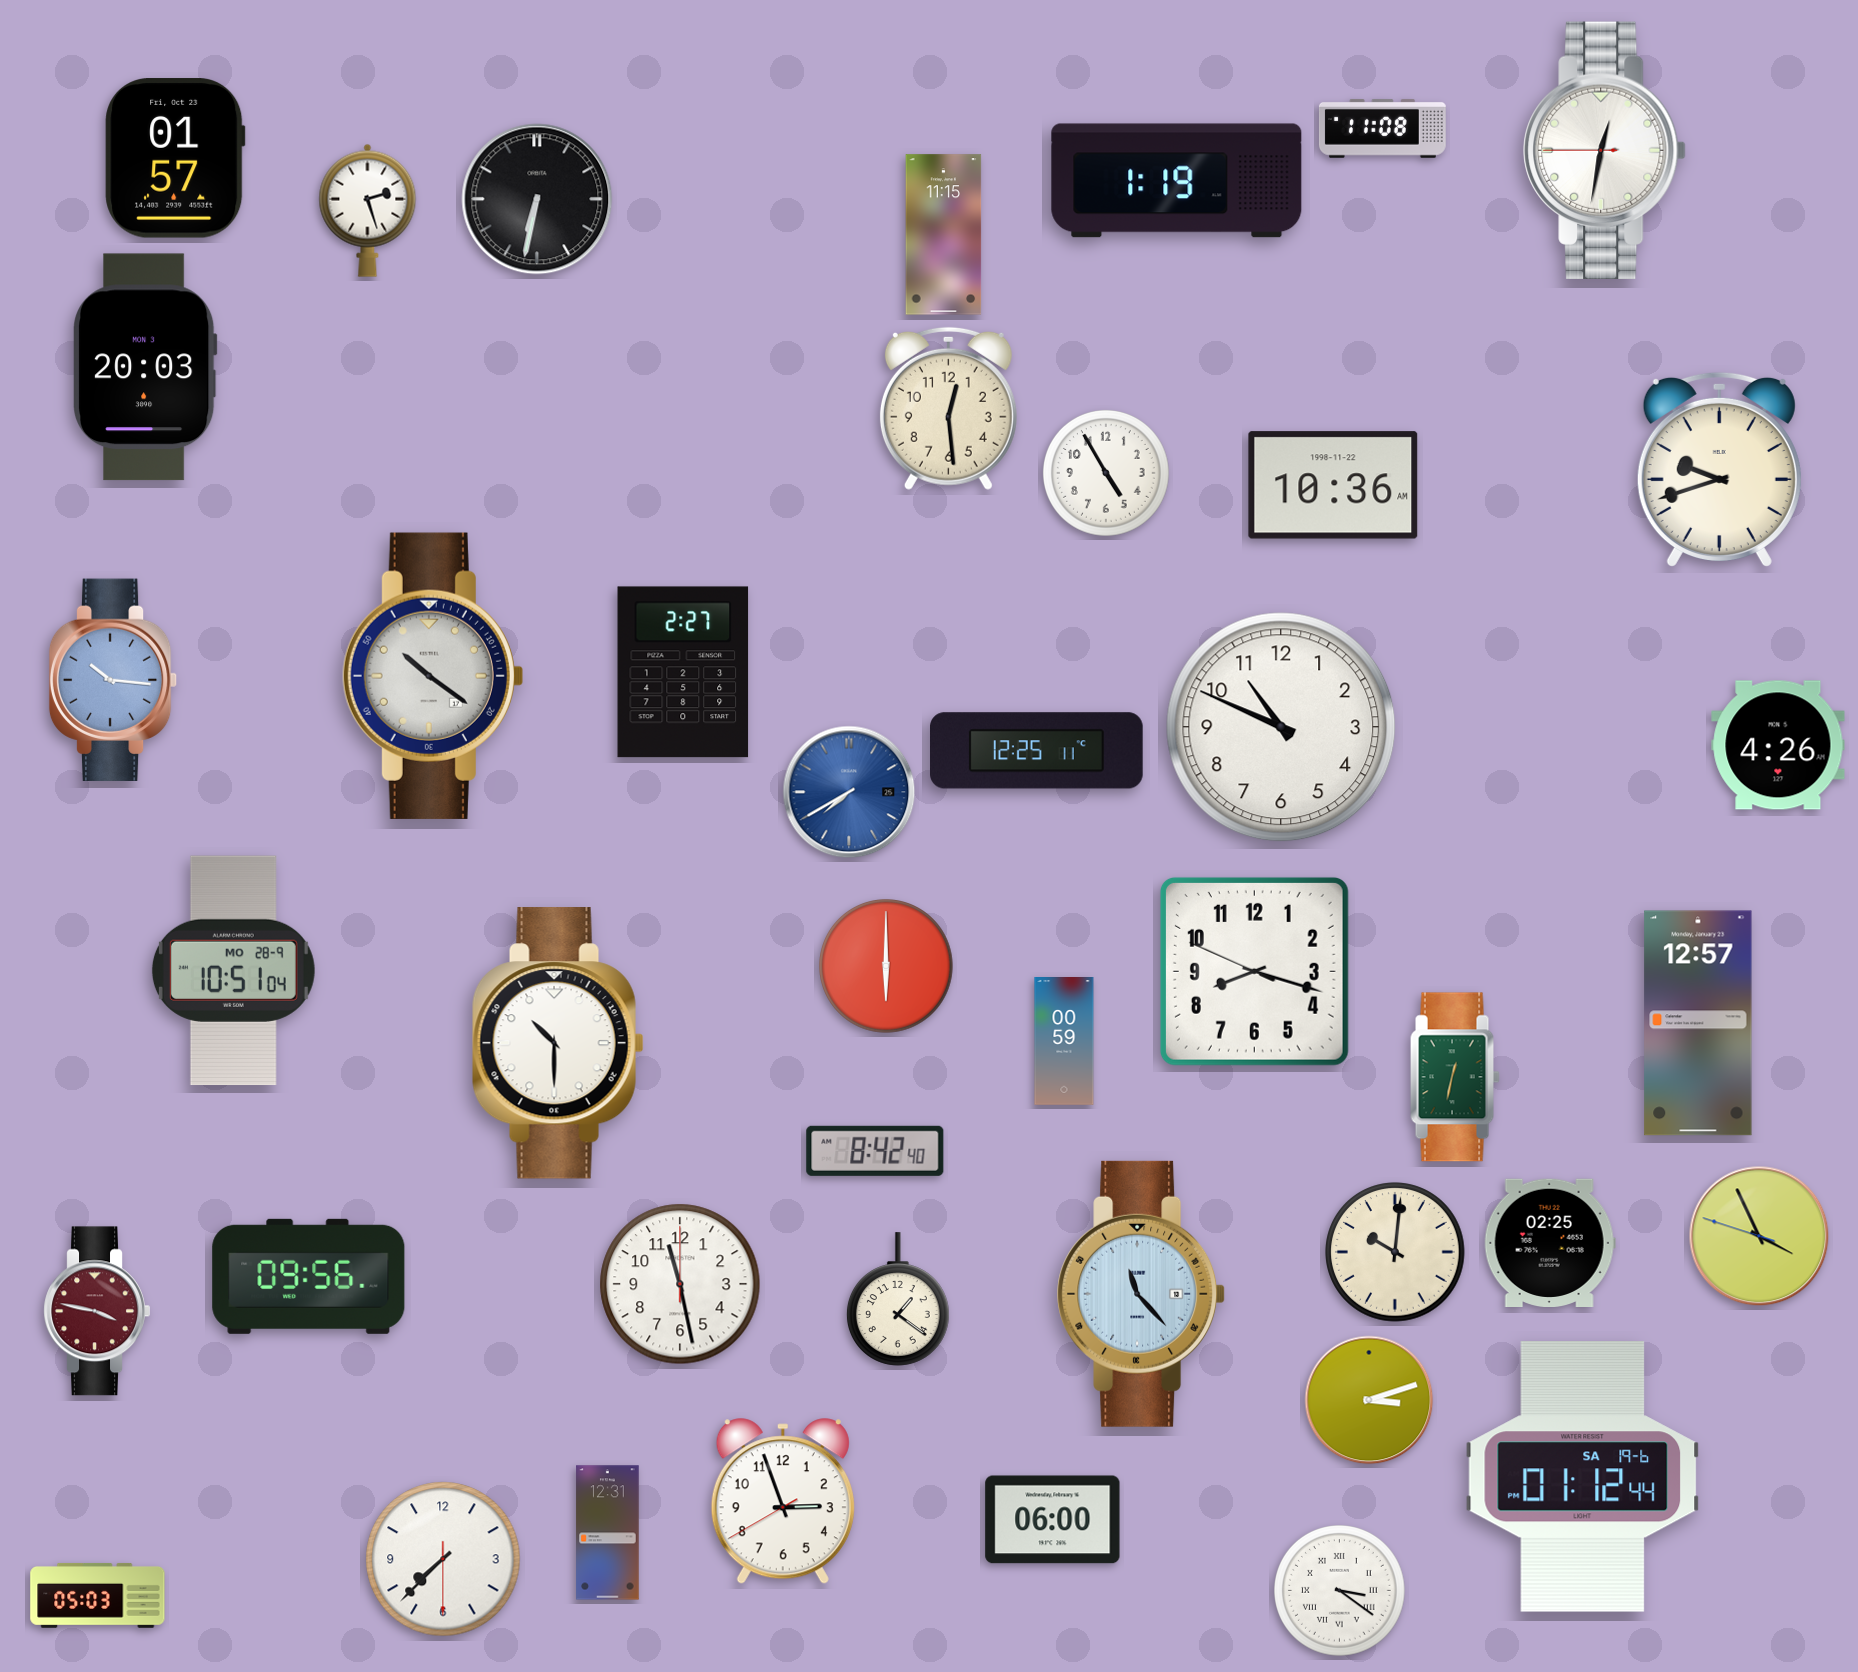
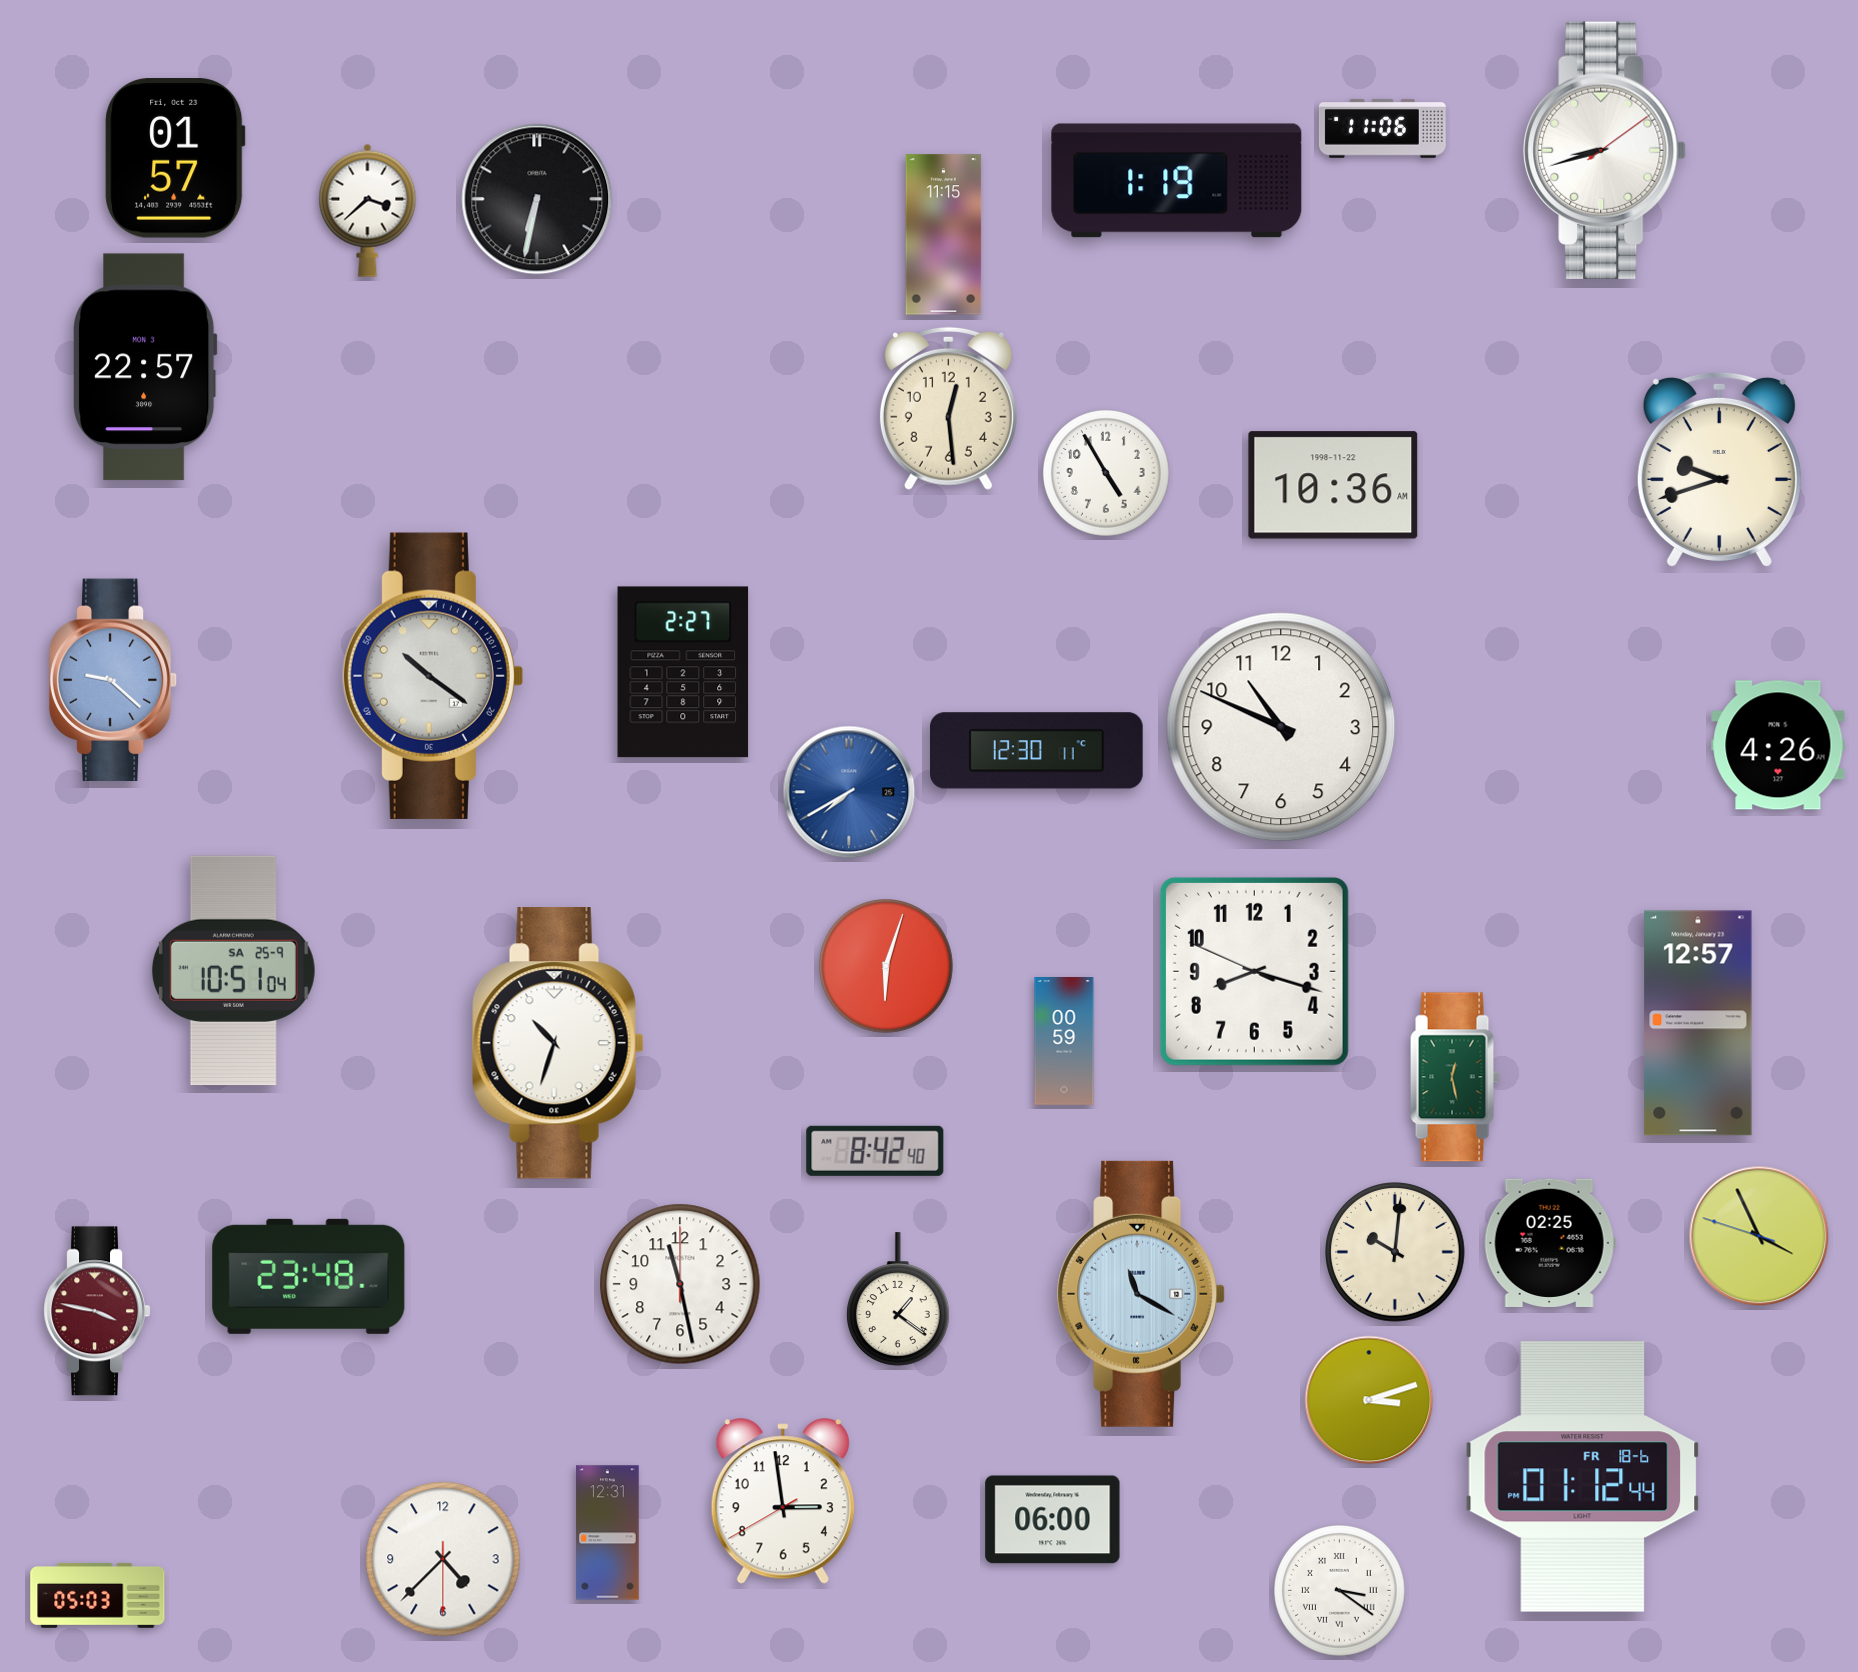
clock at (1382, 128): 11:08 -> 11:06
clock at (1605, 150): 12:31 -> 8:42
clock at (368, 210): 2:27 -> 3:38
clock at (146, 367): 20:03 -> 22:57
clock at (113, 679): 10:16 -> 9:22
clock at (1037, 751): 12:25 -> 12:30
clock at (887, 967): 6:00 -> 6:03
clock at (233, 971) date: MO 28-9 -> SA 25-9
clock at (558, 1043): 10:30 -> 10:33
clock at (1455, 1077): 12:32 -> 12:28
clock at (309, 1276): 09:56 -> 23:48
clock at (1141, 1294): 11:23 -> 11:20
clock at (1583, 1477) date: SA 19-6 -> FR 18-6
clock at (783, 1502): 2:56 -> 2:58
clock at (443, 1559): 7:37 -> 4:37
